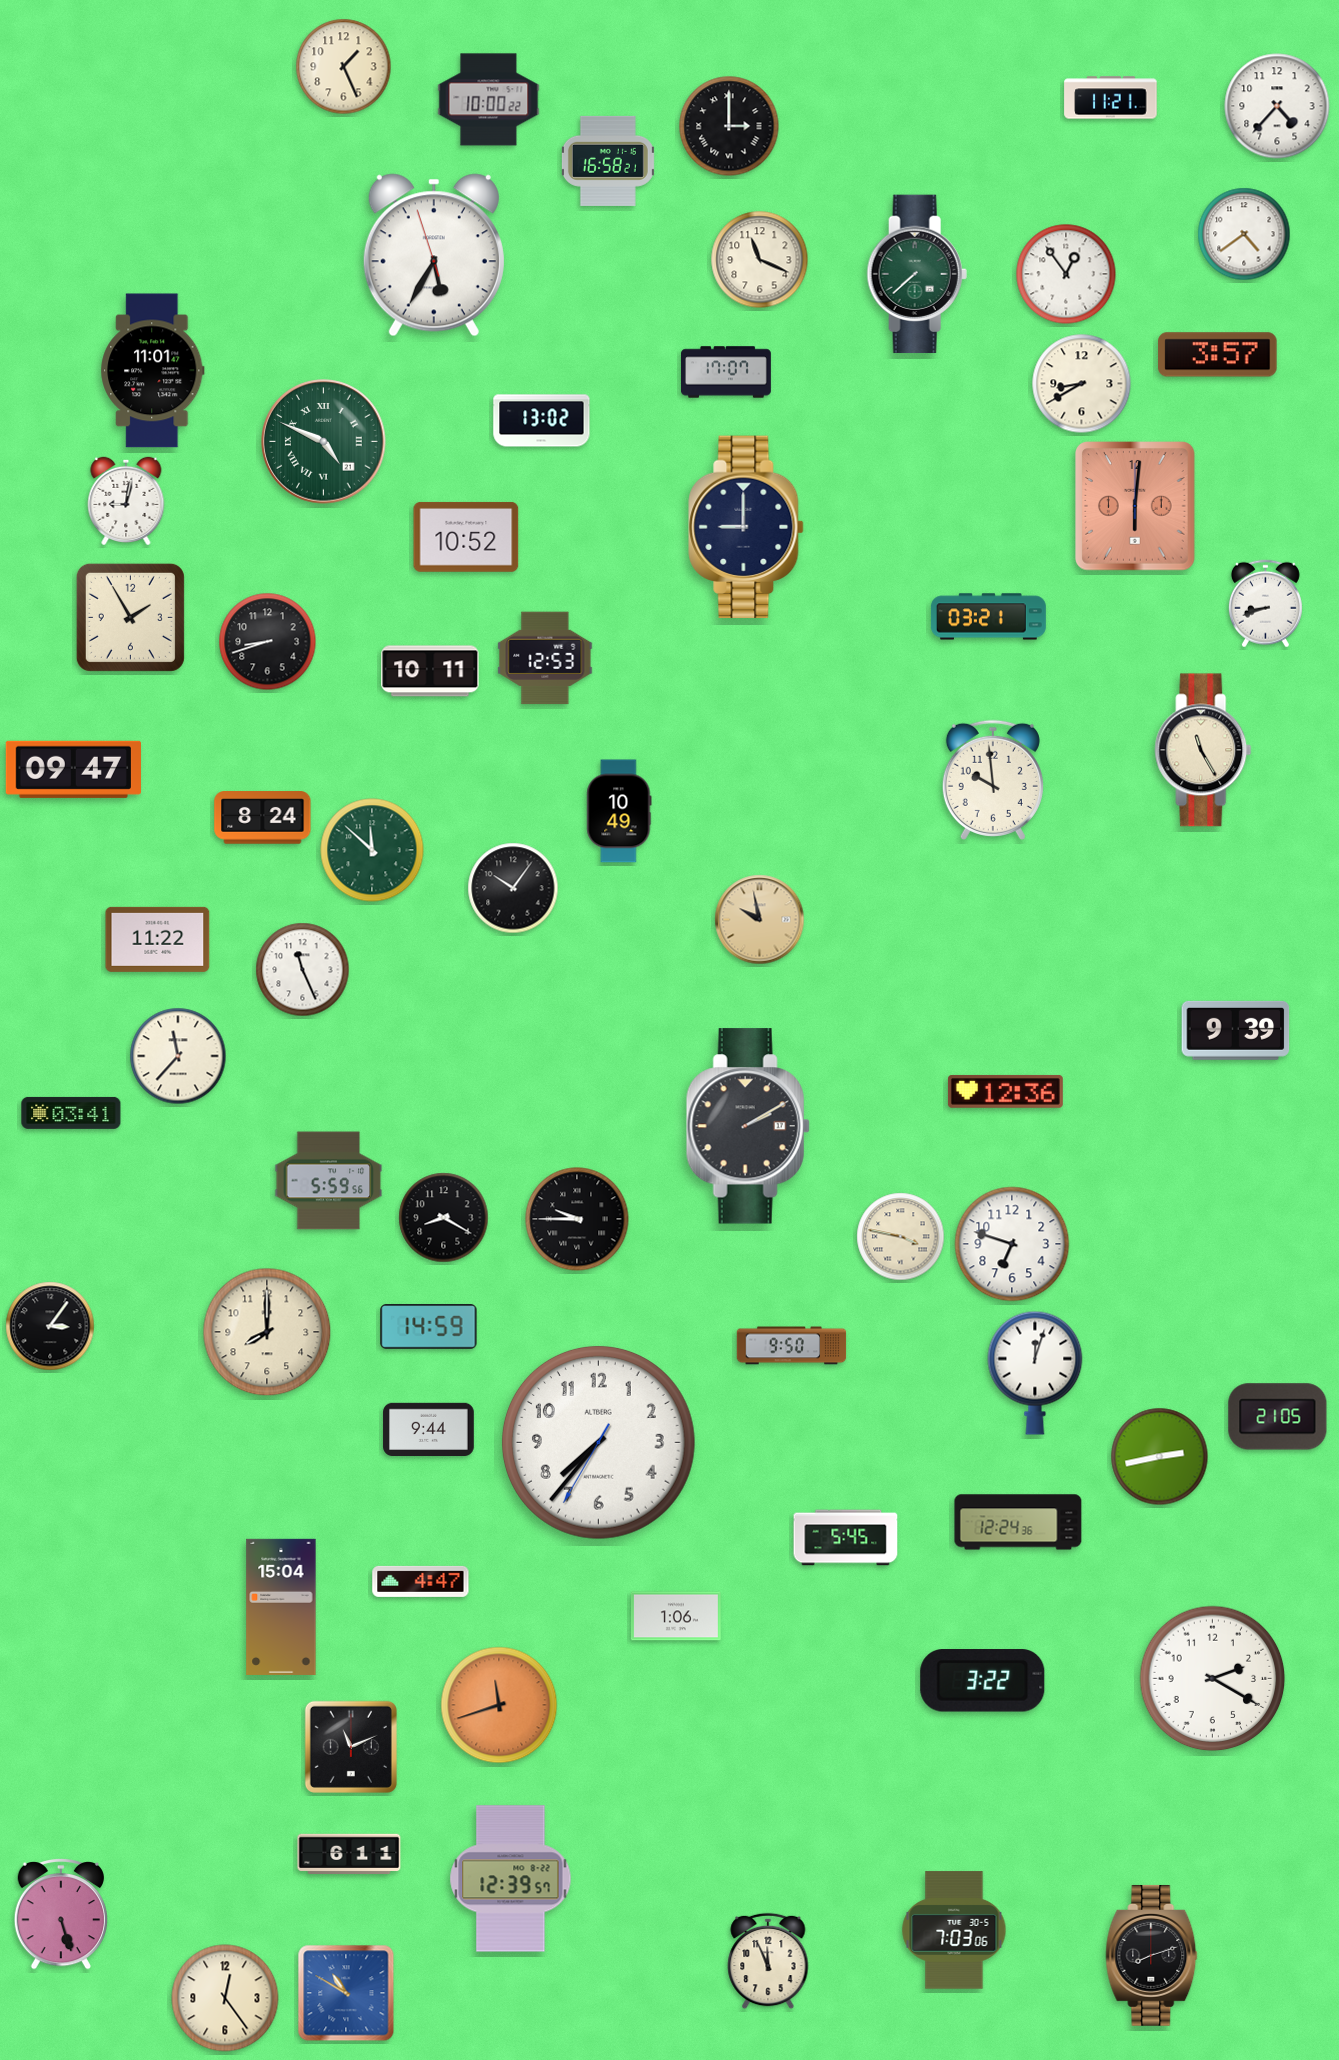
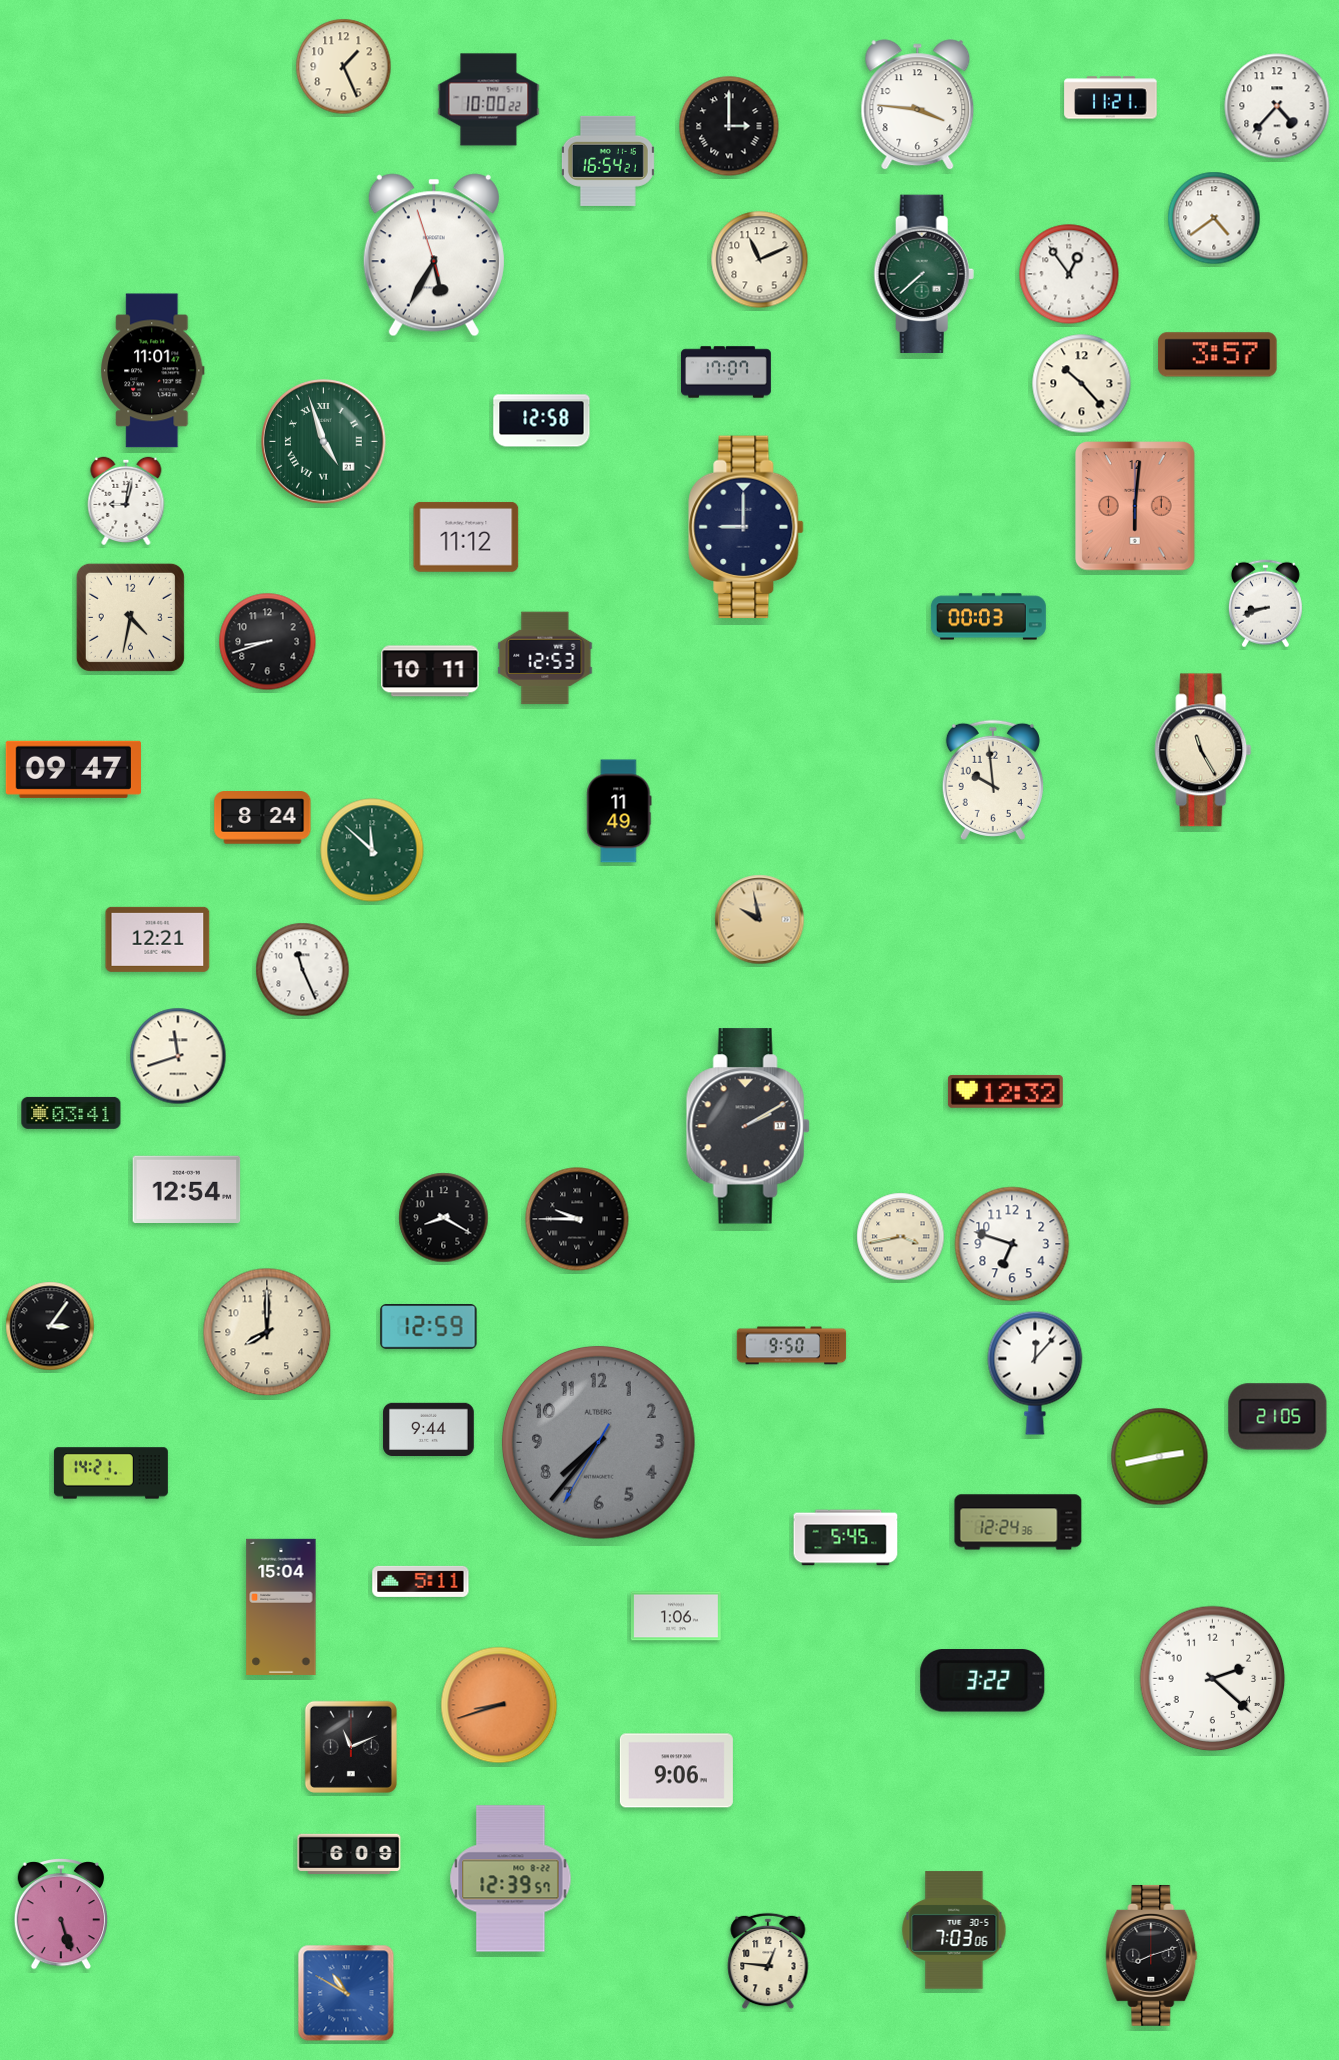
clock at (918, 105): none -> 3:46
clock at (608, 161): 16:58 -> 16:54
clock at (1244, 234) position: (1244, 234) -> (1214, 218)
clock at (760, 260): 11:19 -> 11:11
clock at (917, 274) position: (917, 274) -> (924, 274)
clock at (1066, 274) position: (1066, 274) -> (1069, 274)
clock at (1082, 384): 8:40 -> 10:23
clock at (542, 421): 13:02 -> 12:58
clock at (324, 442): 4:49 -> 4:57
clock at (466, 537): 10:52 -> 11:12
clock at (130, 617): 1:55 -> 4:32
clock at (988, 617): 03:21 -> 00:03
clock at (619, 811): 10:49 -> 11:49
clock at (513, 888): 10:06 -> none
clock at (158, 939): 11:22 -> 12:21
clock at (1236, 1030): 9:39 -> none
clock at (178, 1056): 11:37 -> 11:42
clock at (1005, 1091): 12:36 -> 12:32
clock at (329, 1181): 5:59 -> none
clock at (187, 1189): none -> 12:54
clock at (901, 1237): 3:47 -> 3:43
clock at (429, 1327): 14:59 -> 12:59
clock at (1035, 1373): 12:03 -> 12:07
clock at (598, 1442) dial: white -> grey
clock at (111, 1473): none -> 14:21
clock at (421, 1581): 4:47 -> 5:11
clock at (1213, 1679): 2:20 -> 2:22
clock at (499, 1705): 11:42 -> 8:42
clock at (676, 1771): none -> 9:06
clock at (349, 1853): 6:11 -> 6:09
clock at (768, 1961): 11:56 -> 12:46
clock at (225, 1998): 12:24 -> none
